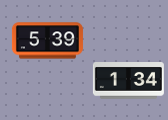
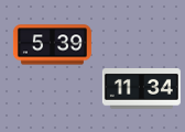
clock at (128, 81): 1:34 -> 11:34
